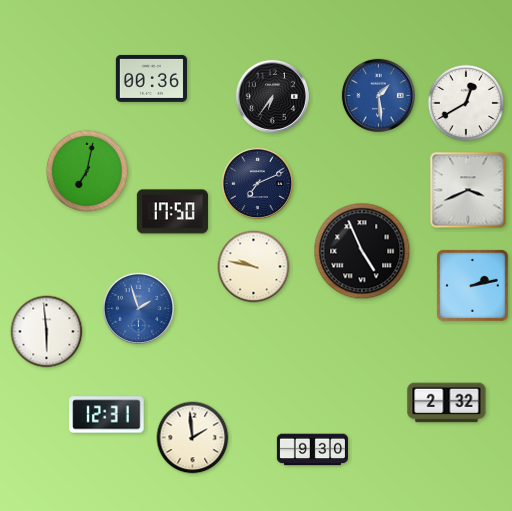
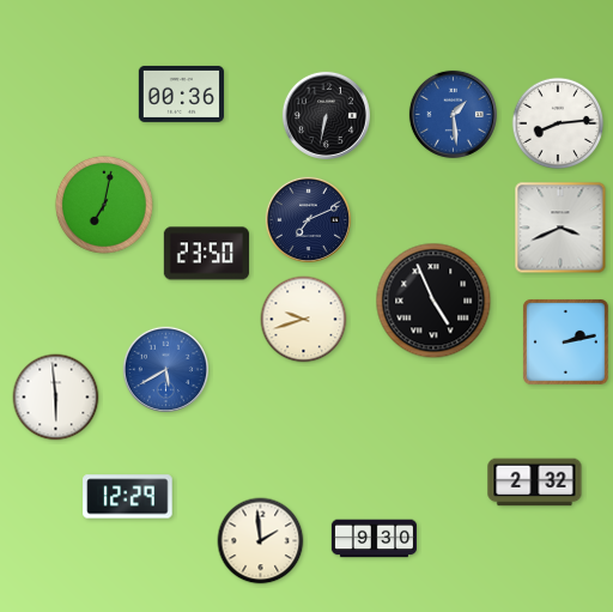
clock at (272, 96): 6:36 -> 6:32
clock at (466, 103): 12:40 -> 8:14
clock at (172, 212): 17:50 -> 23:50
clock at (254, 267): 9:47 -> 9:42
clock at (138, 308): 1:57 -> 5:40
clock at (107, 415): 12:31 -> 12:29
clock at (193, 438) position: (193, 438) -> (261, 541)
